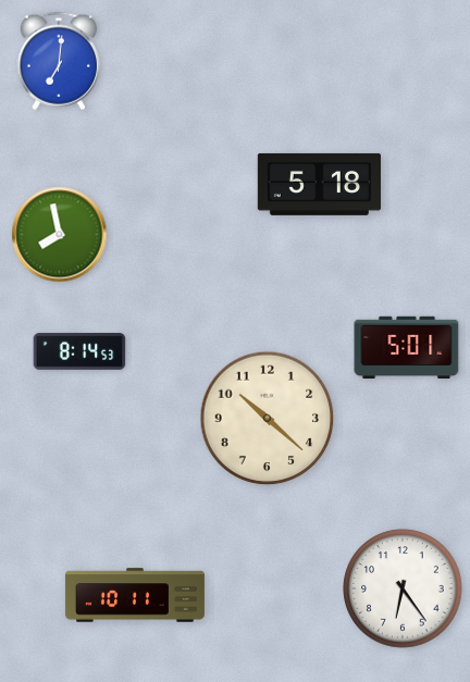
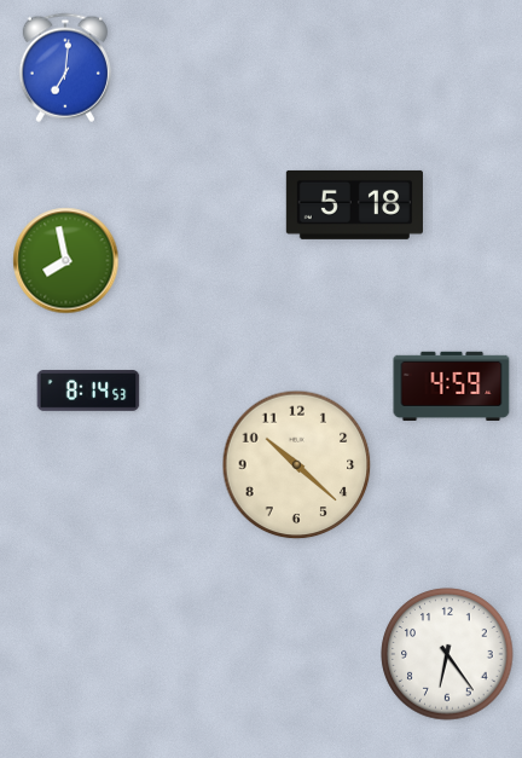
clock at (407, 347): 5:01 -> 4:59
clock at (135, 595): 10:11 -> none
